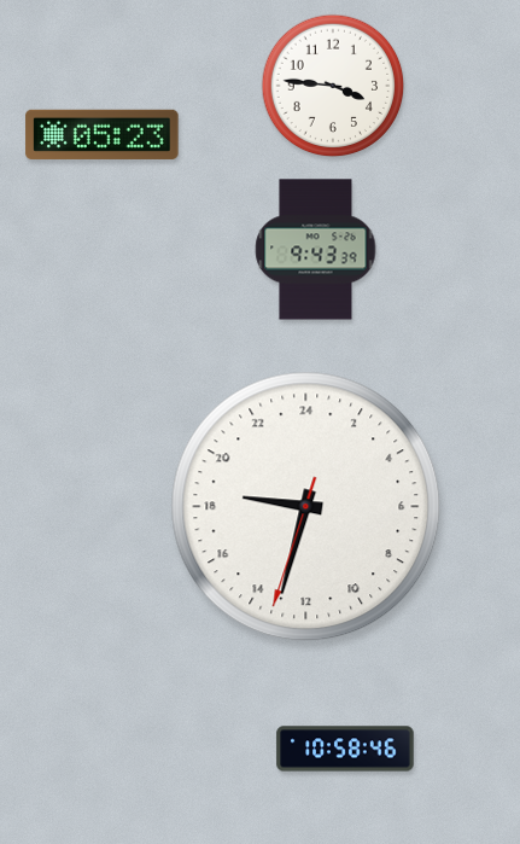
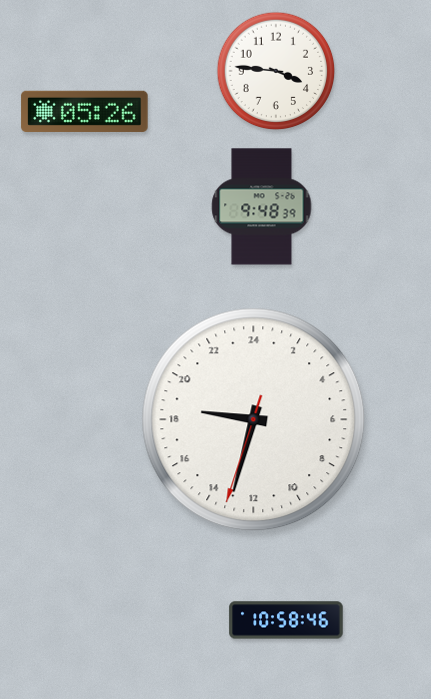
clock at (103, 134): 05:23 -> 05:26
clock at (316, 250): 9:43 -> 9:48
